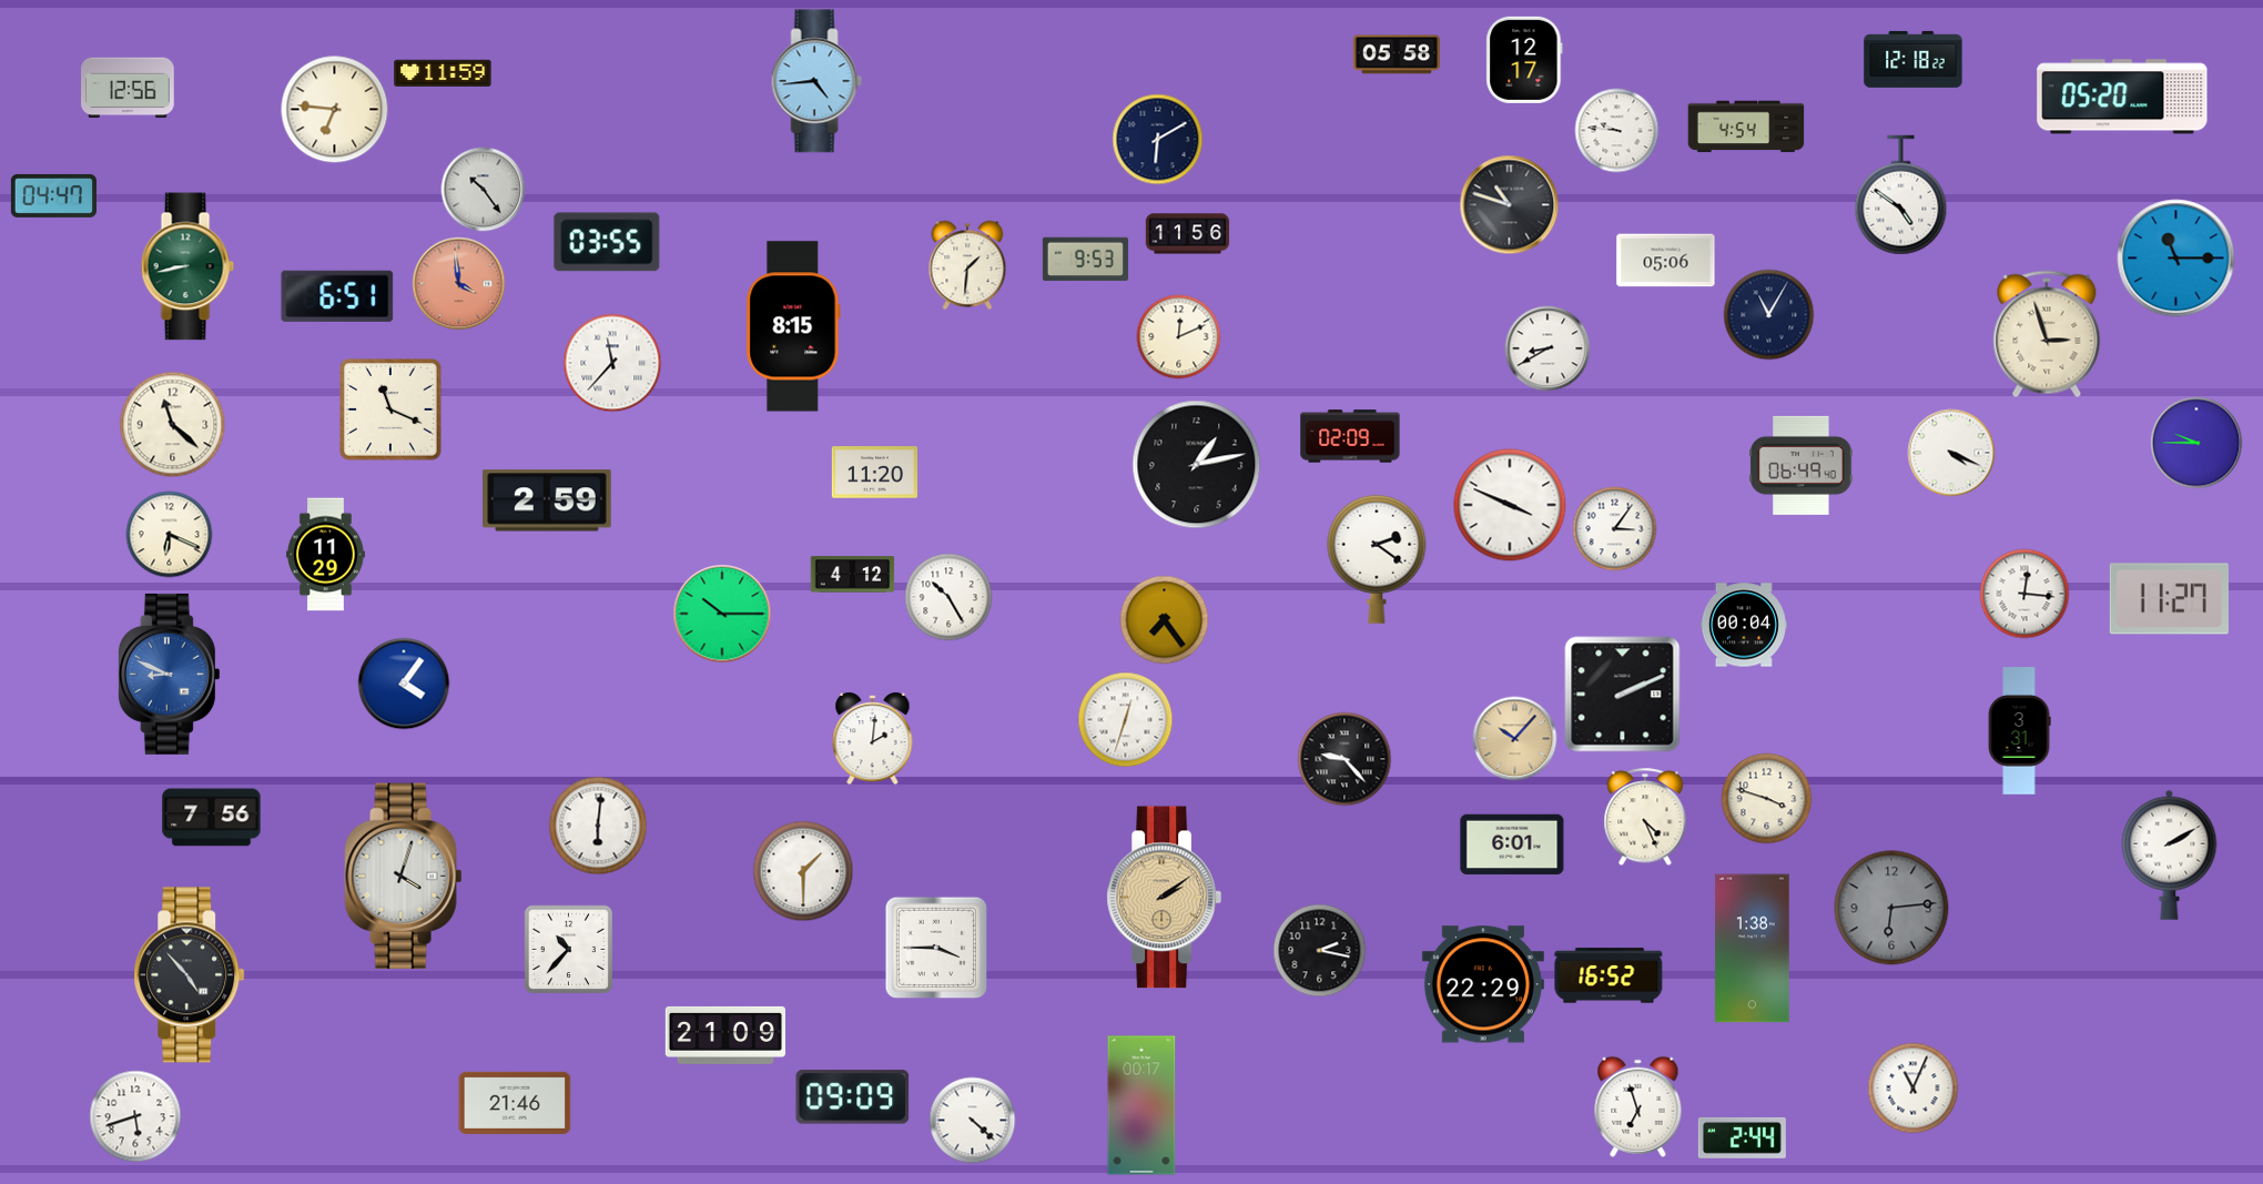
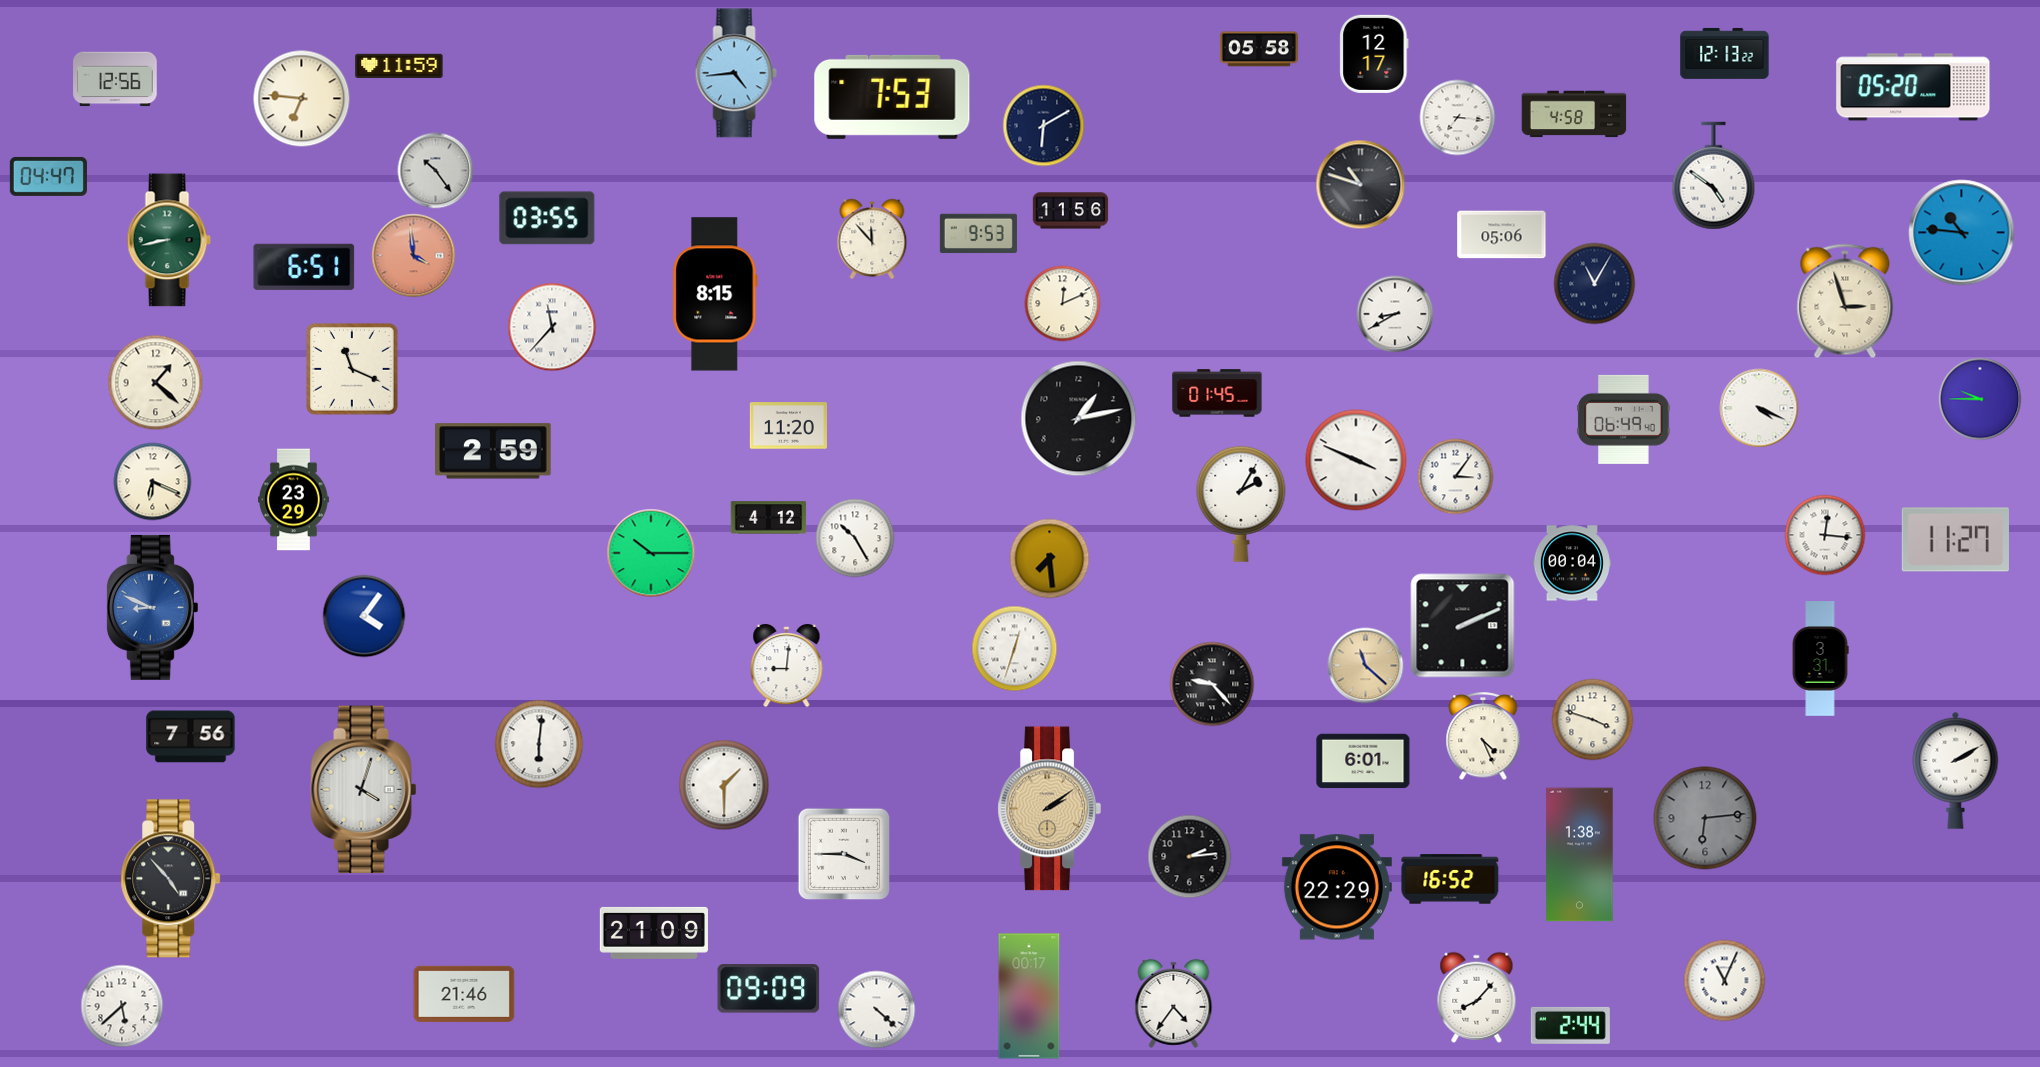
clock at (1914, 59): 12:18 -> 12:13
clock at (892, 97): none -> 7:53
clock at (1746, 127): 4:54 -> 4:58
clock at (1617, 131): 9:46 -> 7:16
clock at (2176, 259): 11:15 -> 10:46
clock at (967, 265): 1:31 -> 11:53
clock at (173, 425): 11:22 -> 1:22
clock at (1350, 436): 02:09 -> 01:45
clock at (1510, 505) position: (1510, 505) -> (1356, 460)
clock at (326, 555): 11:29 -> 23:29
clock at (1377, 559): 2:21 -> 2:05
clock at (1165, 620): 7:24 -> 7:29
clock at (873, 739): 2:01 -> 9:01
clock at (1515, 739): 10:07 -> 11:22
clock at (569, 950): 10:37 -> none
clock at (1320, 951): 2:17 -> 2:14
clock at (1638, 1106): 6:57 -> 8:07
clock at (1174, 1003): none -> 4:36
clock at (135, 1116): 5:42 -> 5:38
